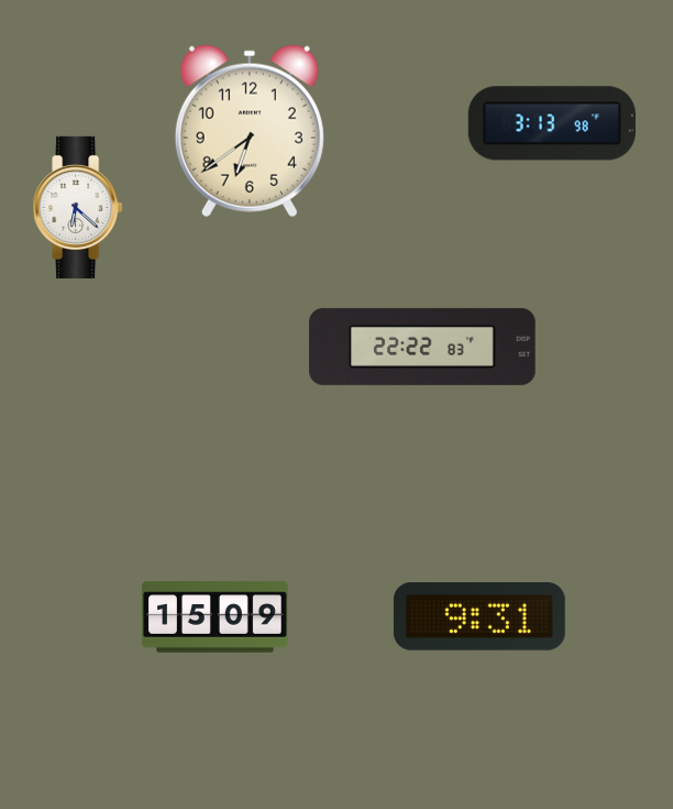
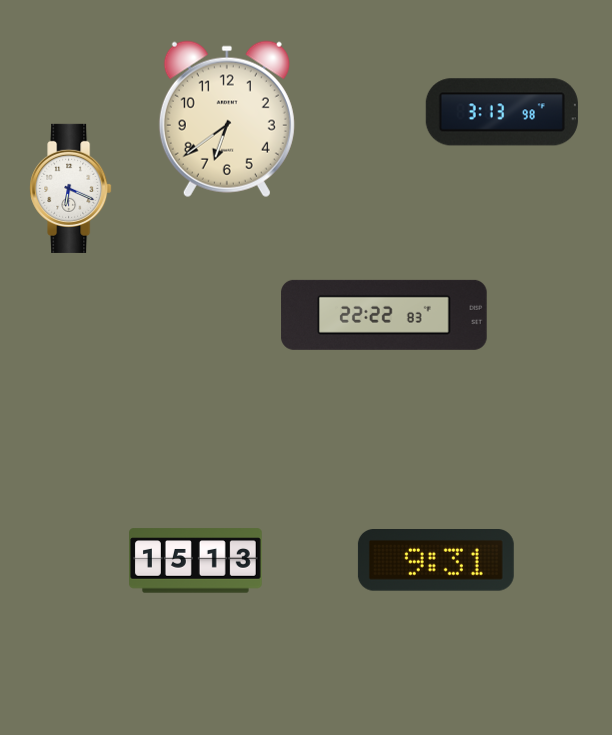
clock at (78, 207): 6:22 -> 6:19
clock at (216, 617): 15:09 -> 15:13
